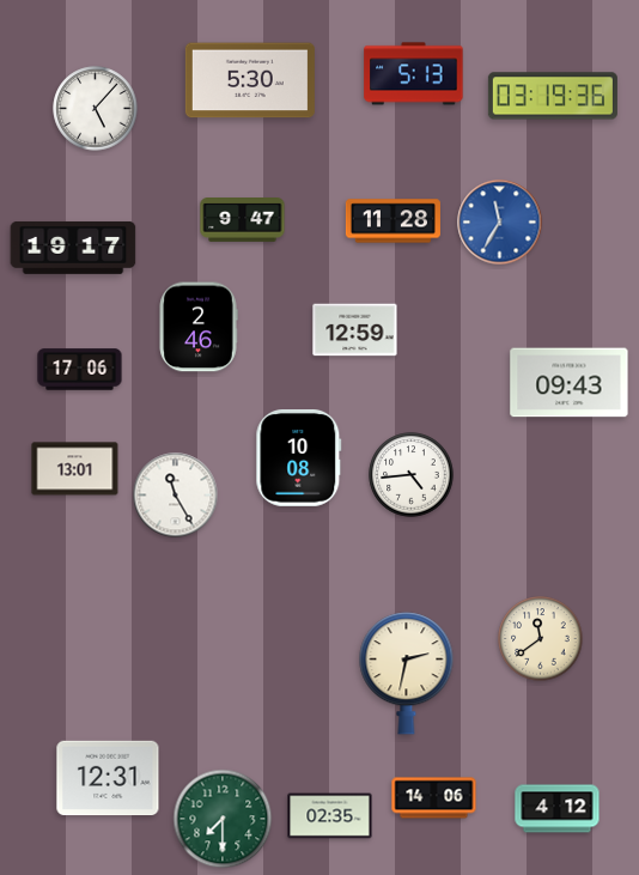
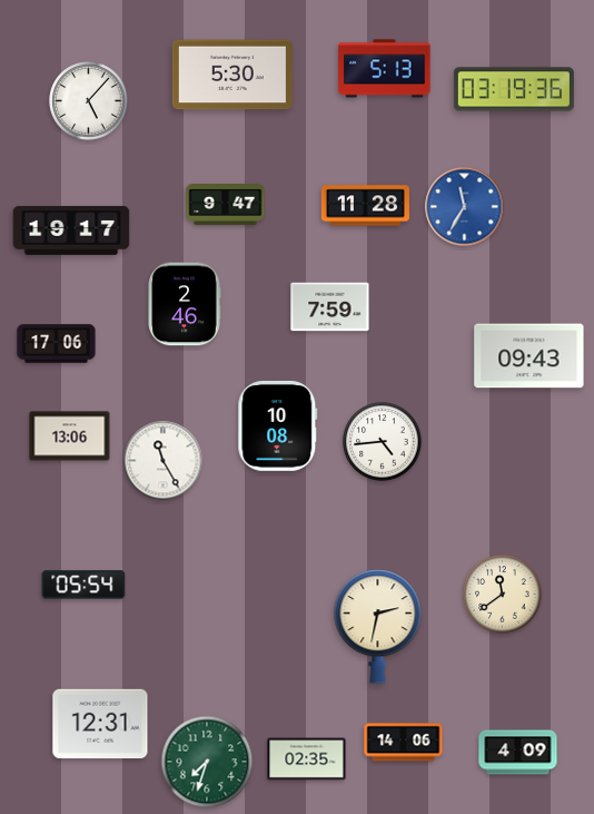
clock at (73, 248) position: (73, 248) -> (71, 231)
clock at (355, 330): 12:59 -> 7:59
clock at (80, 370) position: (80, 370) -> (57, 344)
clock at (75, 469): 13:01 -> 13:06
clock at (83, 585): none -> 05:54
clock at (558, 809): 4:12 -> 4:09
clock at (223, 819): 7:30 -> 7:33
